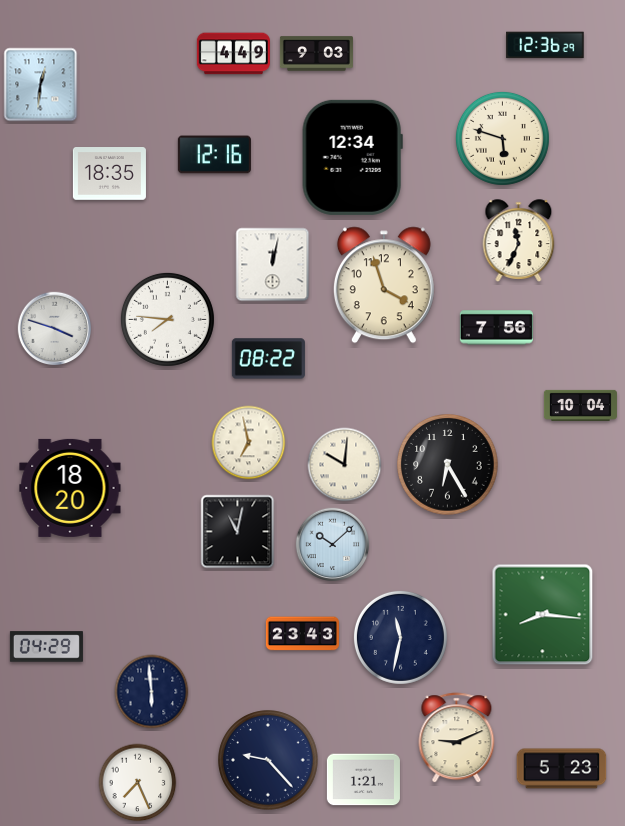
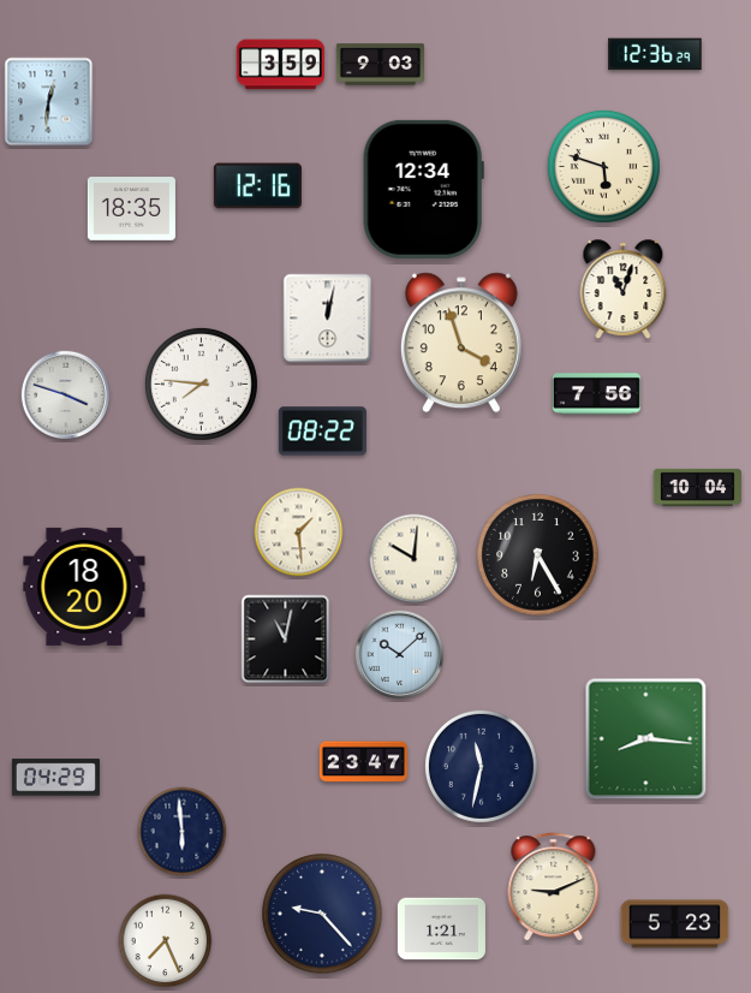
clock at (233, 54): 4:49 -> 3:59
clock at (519, 241): 11:34 -> 11:03
clock at (249, 443): 6:58 -> 1:29
clock at (448, 465) position: (448, 465) -> (538, 555)
clock at (543, 615) position: (543, 615) -> (646, 739)
clock at (302, 634): 23:43 -> 23:47
clock at (457, 738) position: (457, 738) -> (554, 887)
clock at (363, 780) position: (363, 780) -> (441, 929)
